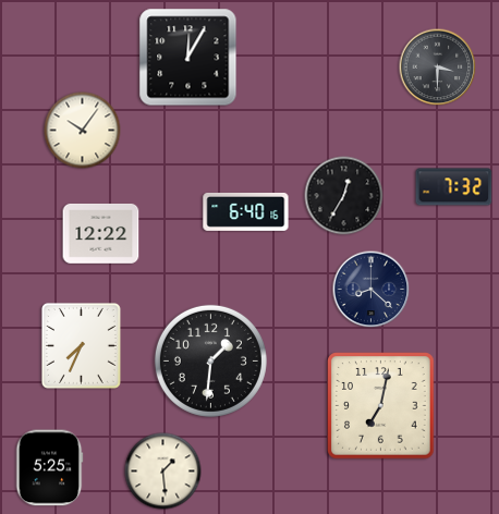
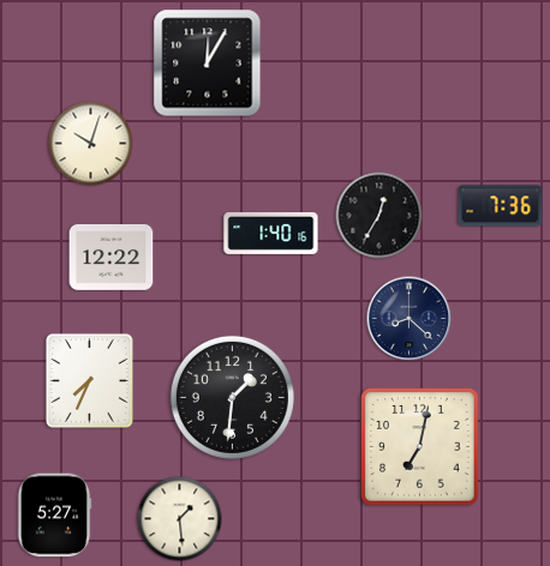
clock at (438, 68): 3:30 -> none
clock at (83, 131): 10:06 -> 10:03
clock at (454, 187): 7:32 -> 7:36
clock at (246, 211): 6:40 -> 1:40
clock at (49, 468): 5:25 -> 5:27
